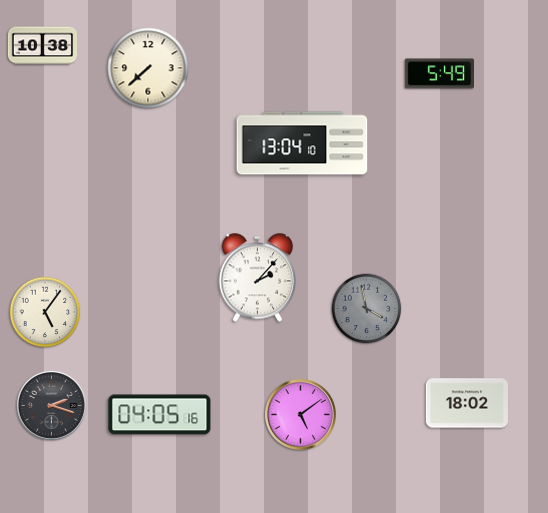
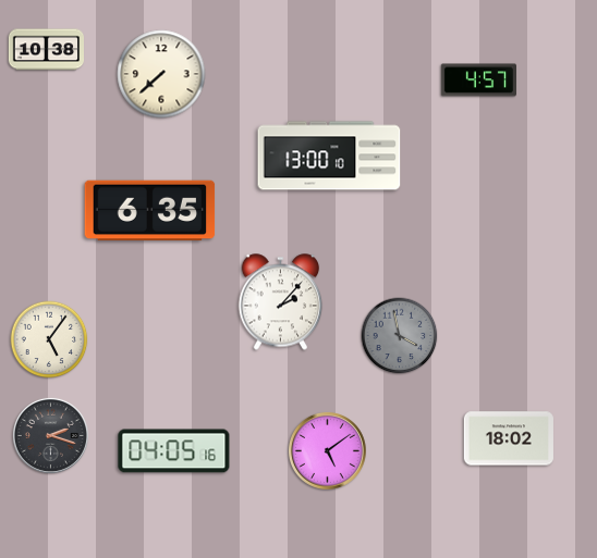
clock at (439, 74): 5:49 -> 4:57
clock at (302, 143): 13:04 -> 13:00
clock at (150, 211): none -> 6:35
clock at (51, 405) position: (51, 405) -> (50, 435)
